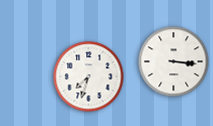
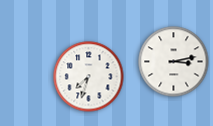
clock at (174, 62): 3:16 -> 3:13
